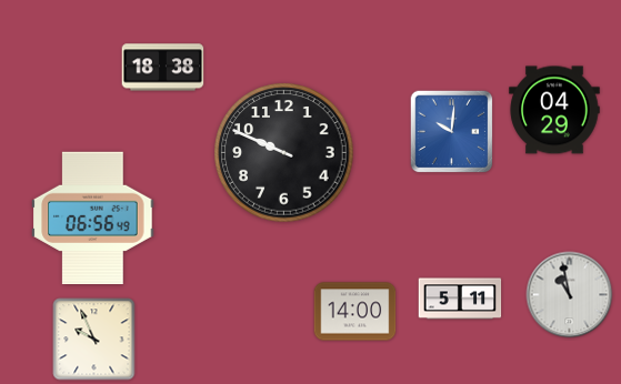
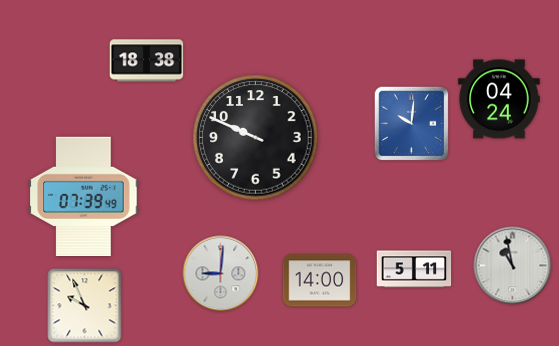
clock at (554, 110): 04:29 -> 04:24
clock at (452, 132) position: (452, 132) -> (412, 124)
clock at (93, 218): 06:56 -> 07:39
clock at (221, 274): none -> 9:01
